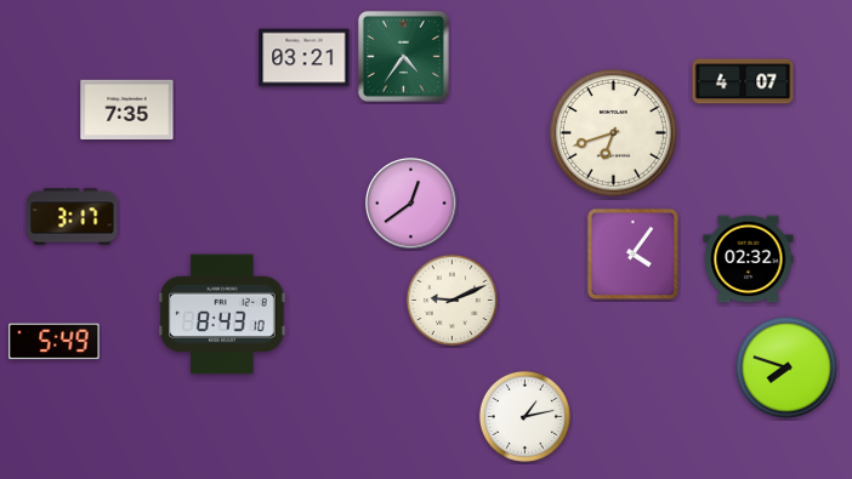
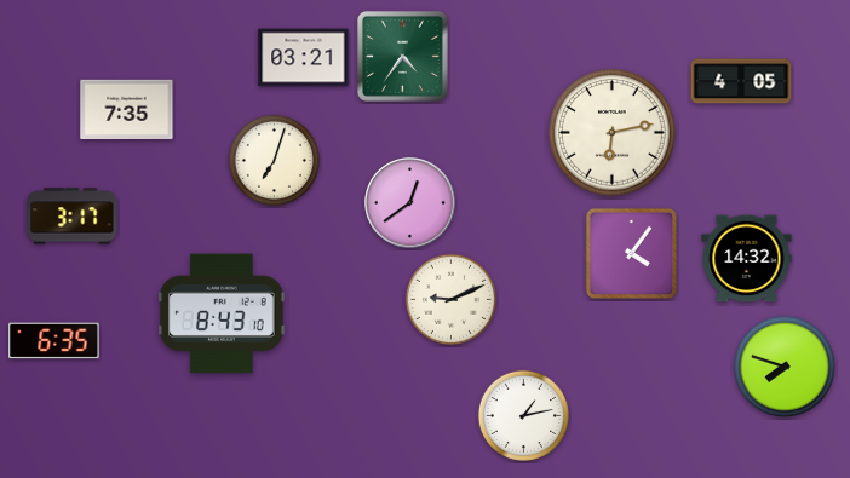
clock at (743, 81): 4:07 -> 4:05
clock at (614, 133): 6:42 -> 6:13
clock at (274, 160): none -> 7:03
clock at (749, 260): 02:32 -> 14:32
clock at (55, 342): 5:49 -> 6:35
